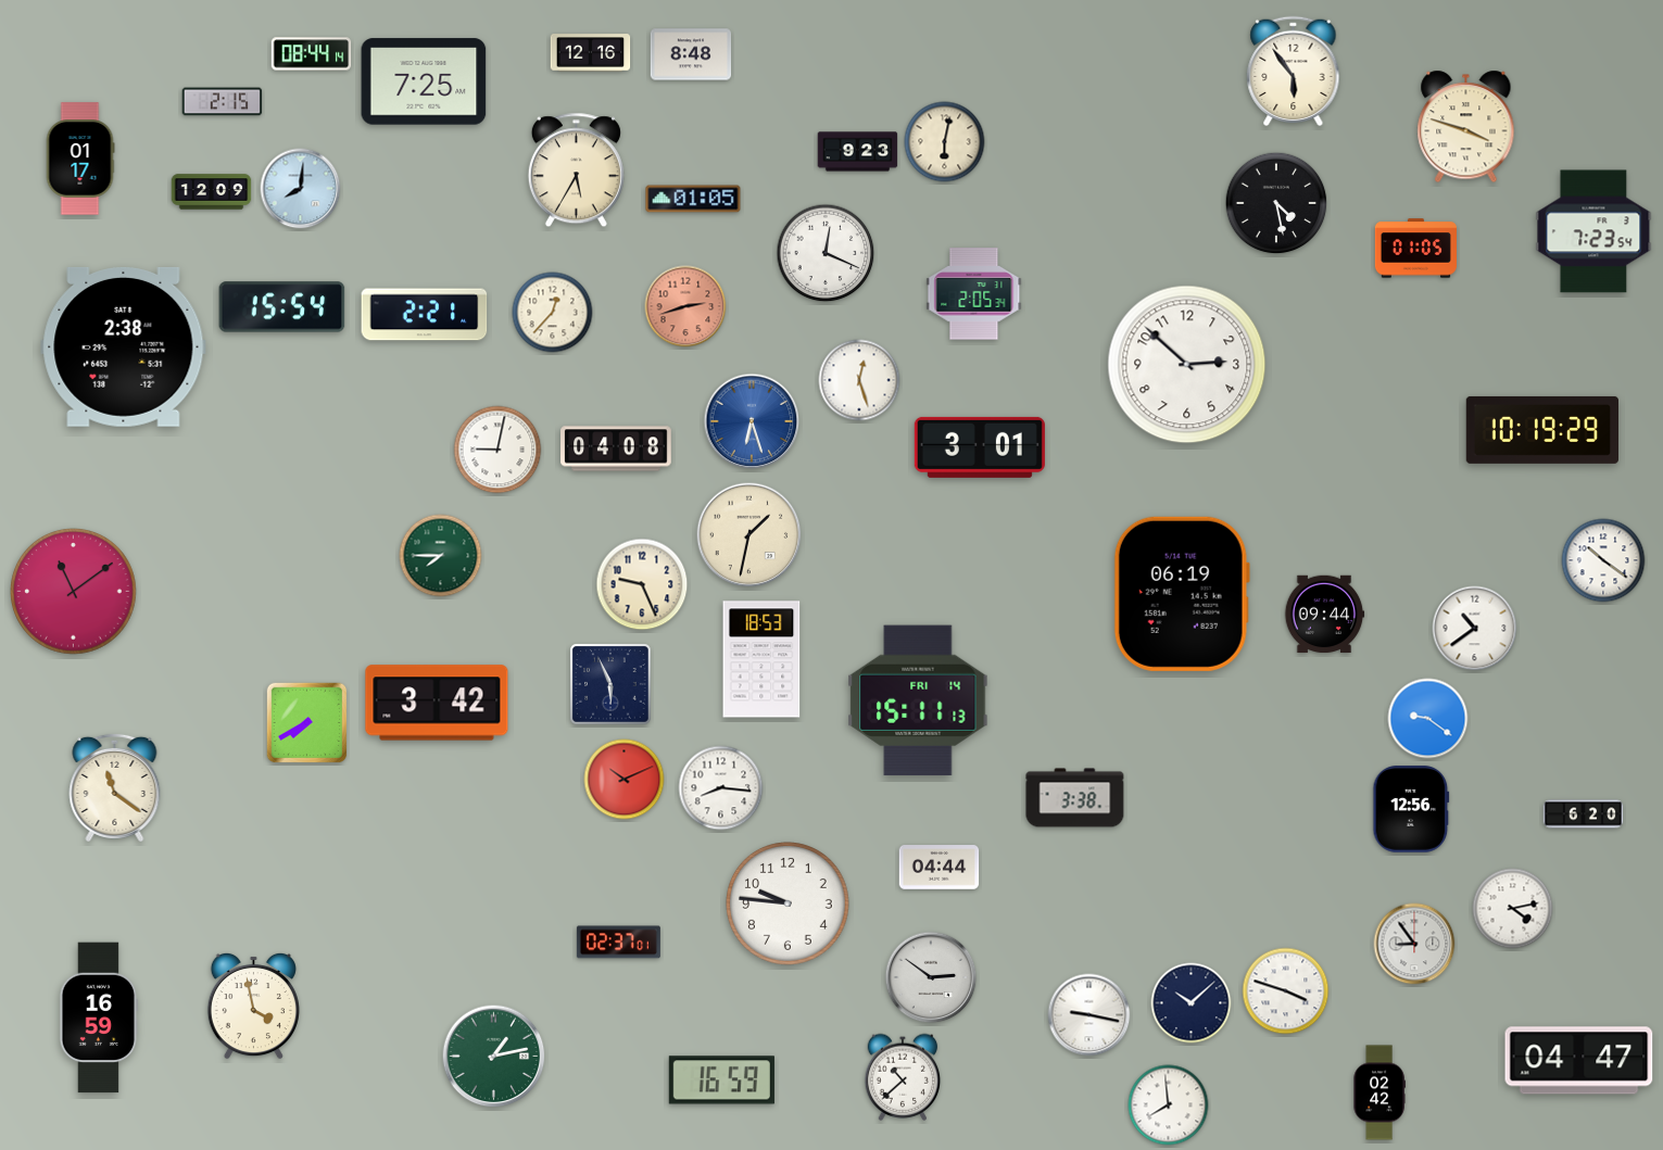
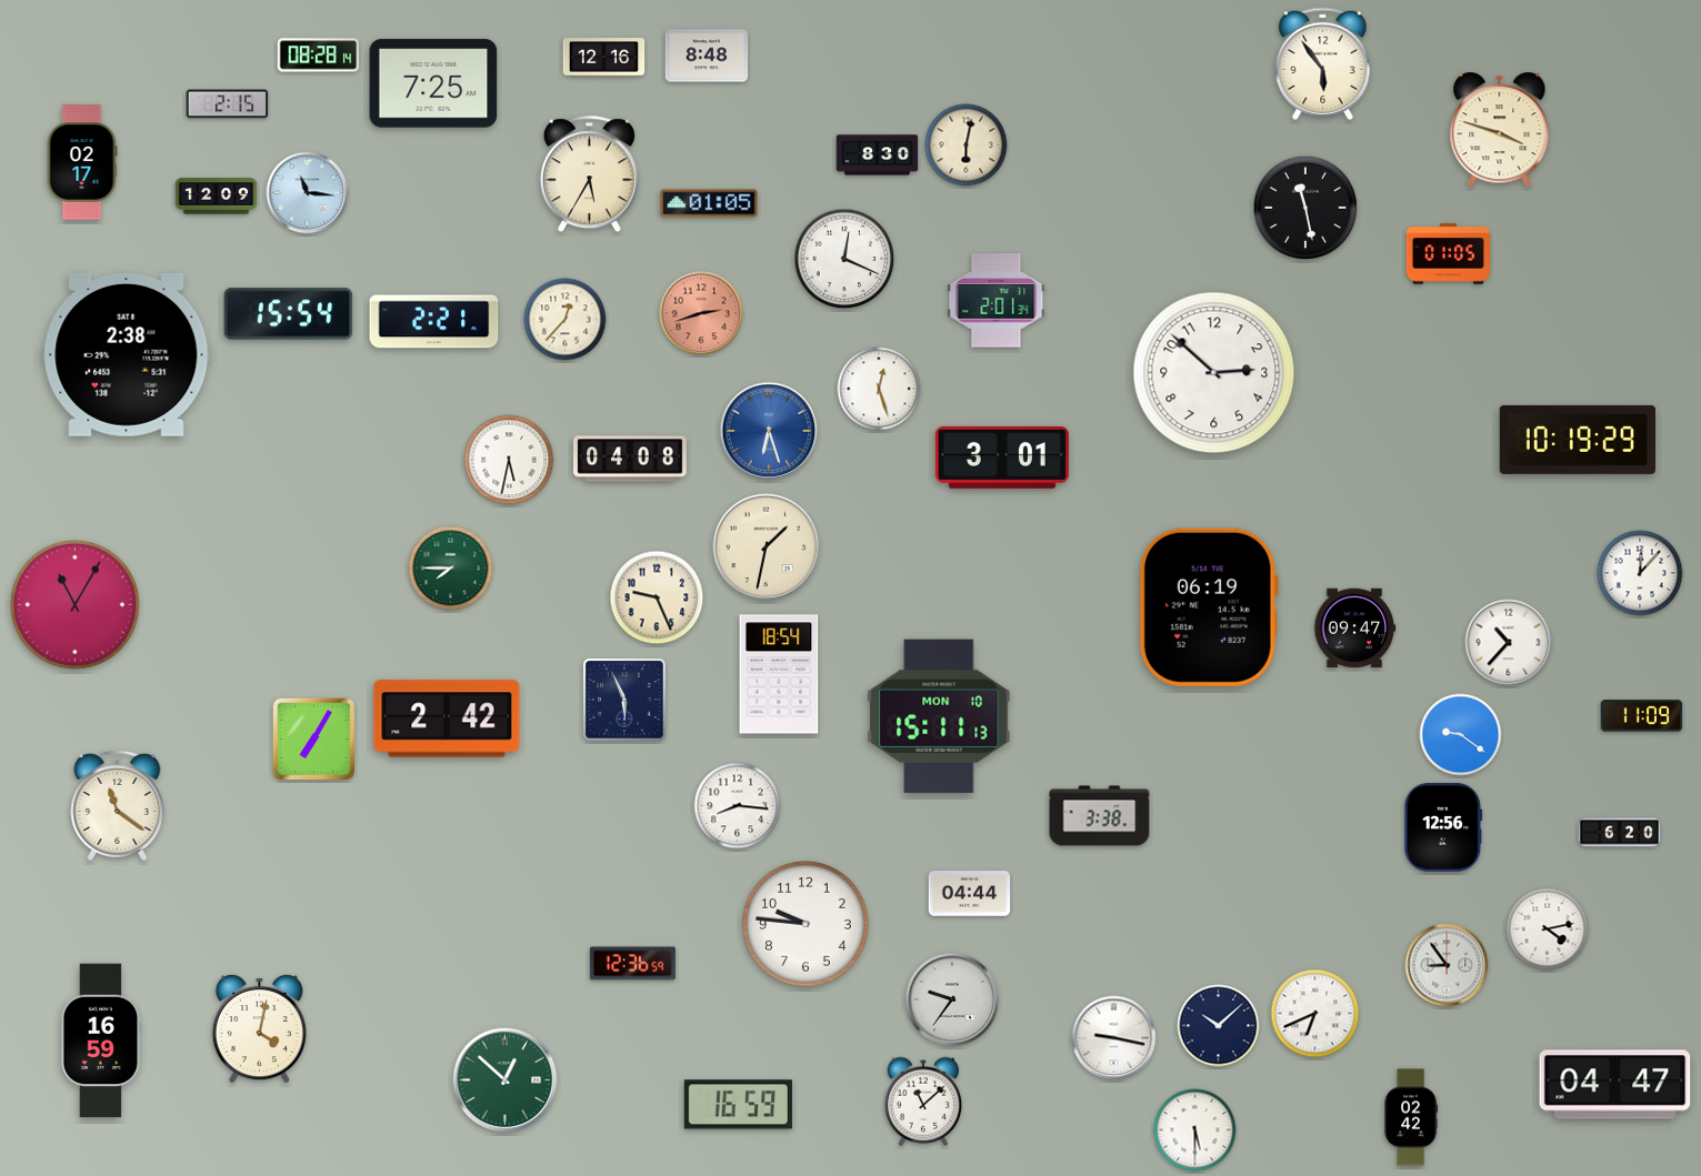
clock at (591, 53) position: (591, 53) -> (604, 58)
clock at (312, 54): 08:44 -> 08:28
clock at (1294, 72) position: (1294, 72) -> (1323, 64)
clock at (858, 152): 9:23 -> 8:30
clock at (80, 159): 01:17 -> 02:17
clock at (301, 189): 8:01 -> 11:16
clock at (1276, 203): 4:28 -> 11:28
clock at (1593, 231): 7:23 -> none
clock at (974, 294): 2:05 -> 2:01
clock at (497, 450): 9:02 -> 5:32
clock at (1603, 560): 10:21 -> 12:07
clock at (74, 592): 11:09 -> 11:05
clock at (1324, 615): 09:44 -> 09:47
clock at (1475, 629): 10:39 -> 10:37
clock at (761, 659): 18:53 -> 18:54
clock at (918, 700) date: FRI 14 -> MON 10
clock at (1642, 716): none -> 11:09
clock at (437, 703): 3:42 -> 2:42
clock at (307, 723): 7:40 -> 7:05
clock at (625, 780): 10:11 -> none
clock at (940, 868) position: (940, 868) -> (970, 894)
clock at (618, 943): 02:37 -> 12:36
clock at (931, 977): 2:51 -> 9:36
clock at (1286, 991): 3:48 -> 6:41
clock at (253, 1006): 3:58 -> 4:02
clock at (494, 1057): 1:13 -> 12:52
clock at (903, 1077): 10:38 -> 11:08
clock at (1169, 1105): 7:59 -> 5:30
